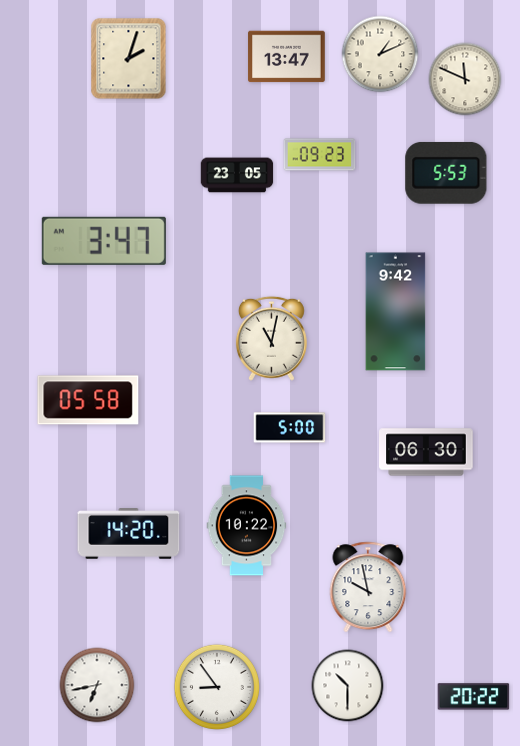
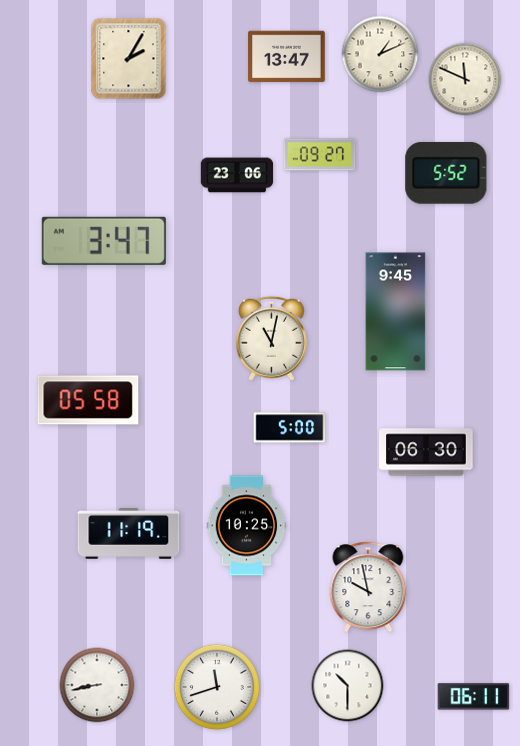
clock at (129, 59): 2:03 -> 2:05
clock at (320, 155): 09:23 -> 09:27
clock at (446, 173): 5:53 -> 5:52
clock at (237, 175): 23:05 -> 23:06
clock at (396, 312): 9:42 -> 9:45
clock at (247, 526): 10:22 -> 10:25
clock at (129, 534): 14:20 -> 11:19
clock at (97, 685): 6:43 -> 8:43
clock at (217, 687): 8:54 -> 11:42
clock at (474, 697): 20:22 -> 06:11
